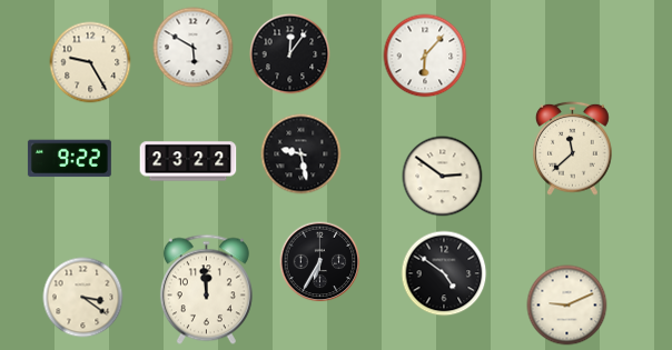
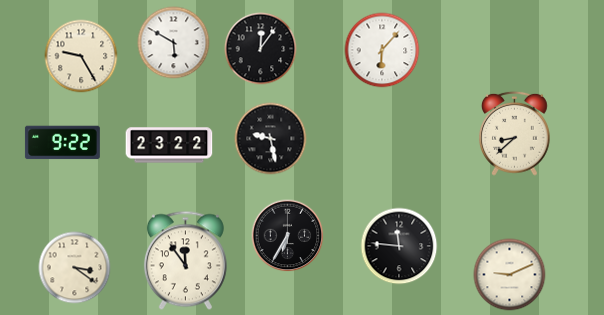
clock at (572, 148): 11:38 -> 8:38
clock at (443, 177): 2:51 -> none
clock at (444, 273): 4:51 -> 11:46
clock at (206, 290): 11:59 -> 11:54
